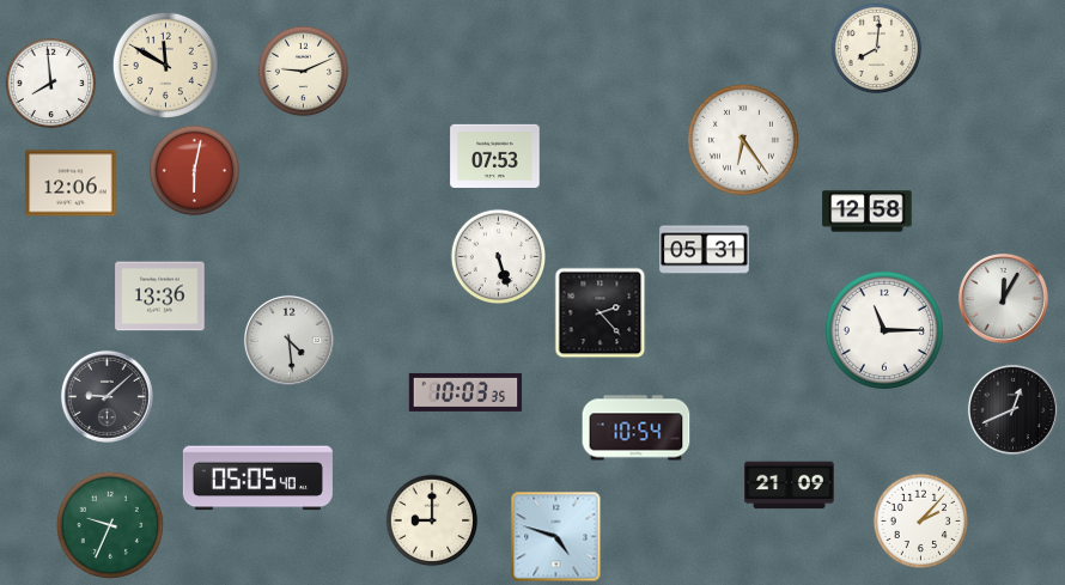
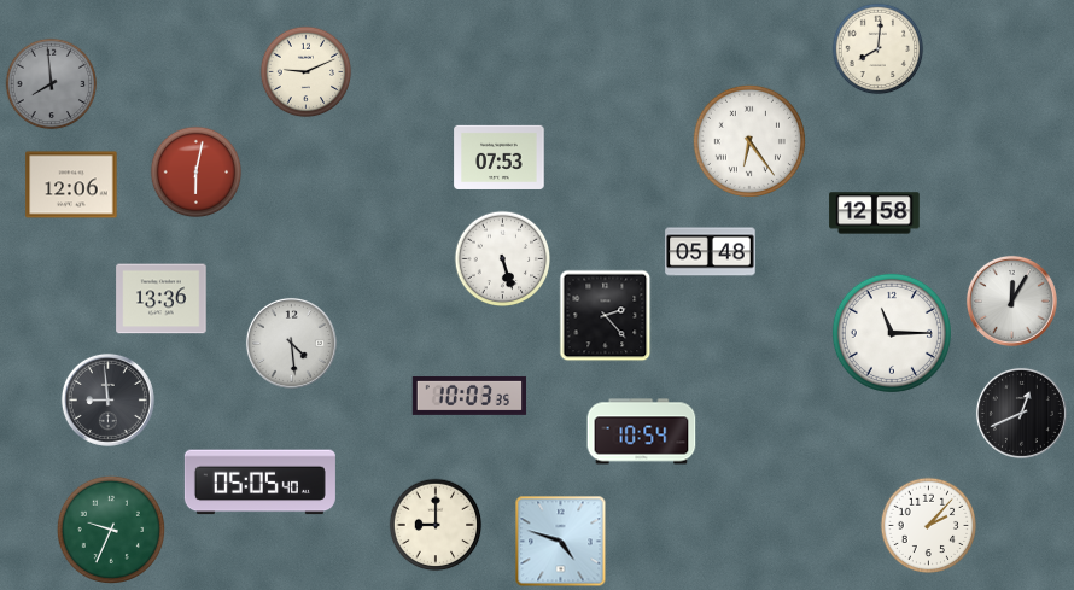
clock at (877, 49) position: (877, 49) -> (879, 49)
clock at (165, 65): 11:50 -> none
clock at (51, 84) dial: white -> grey
clock at (705, 250): 05:31 -> 05:48
clock at (106, 396): 9:08 -> 8:59
clock at (790, 486): 21:09 -> none
